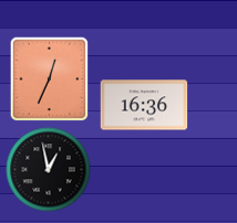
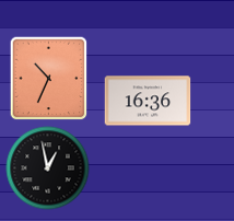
clock at (50, 78): 12:34 -> 10:34
clock at (144, 105) position: (144, 105) -> (148, 101)
